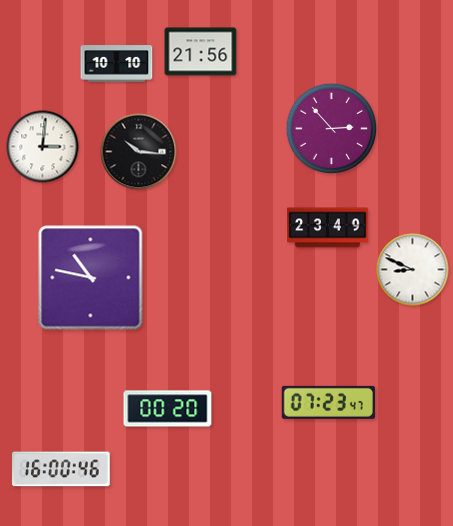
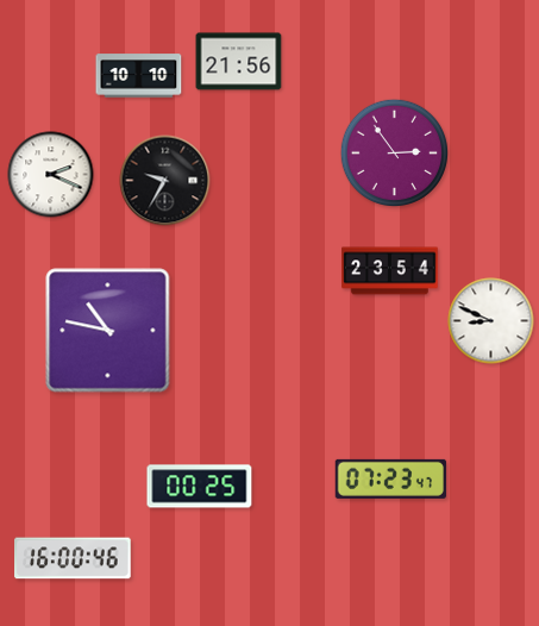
clock at (331, 128): 2:53 -> 2:54
clock at (43, 147): 3:01 -> 2:19
clock at (139, 152): 10:16 -> 9:35
clock at (328, 228): 23:49 -> 23:54
clock at (168, 409): 00:20 -> 00:25
